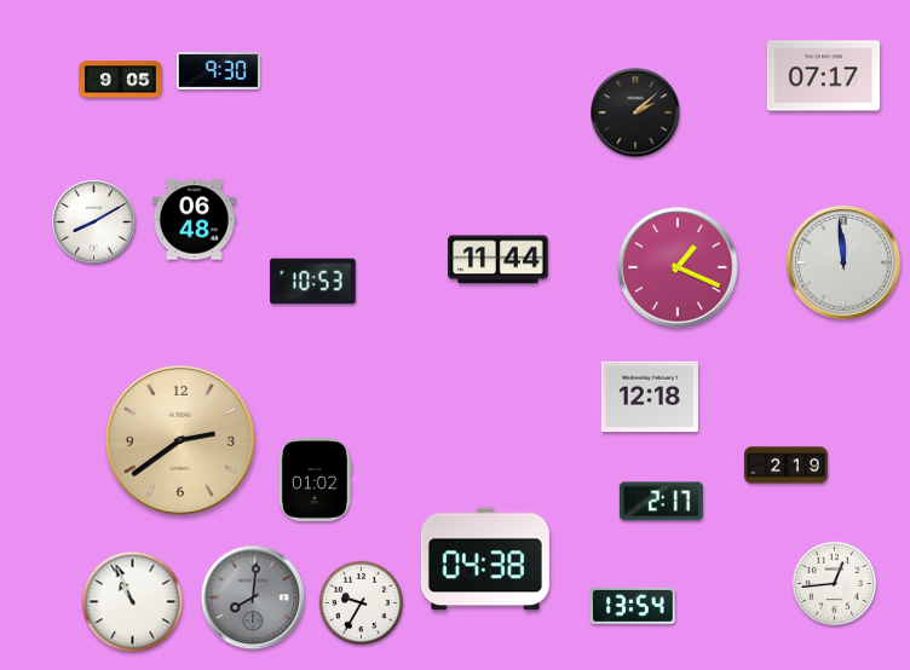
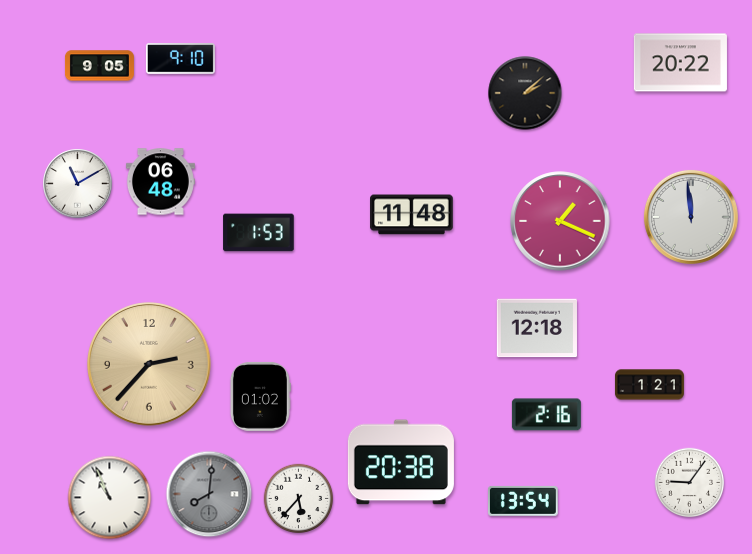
clock at (218, 71): 9:30 -> 9:10
clock at (823, 76): 07:17 -> 20:22
clock at (94, 223): 8:10 -> 11:10
clock at (499, 260): 11:44 -> 11:48
clock at (843, 262) position: (843, 262) -> (691, 217)
clock at (313, 282): 10:53 -> 1:53
clock at (182, 441): 2:39 -> 2:37
clock at (785, 466): 2:19 -> 1:21
clock at (661, 502): 2:17 -> 2:16
clock at (485, 559): 04:38 -> 20:38
clock at (835, 584): 12:44 -> 9:06
clock at (362, 603): 9:35 -> 5:37
